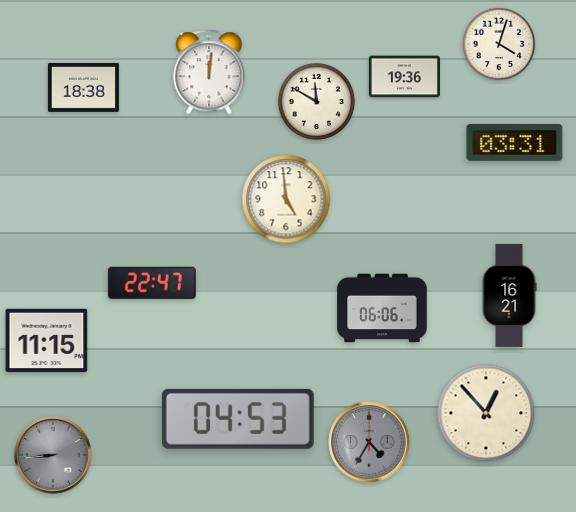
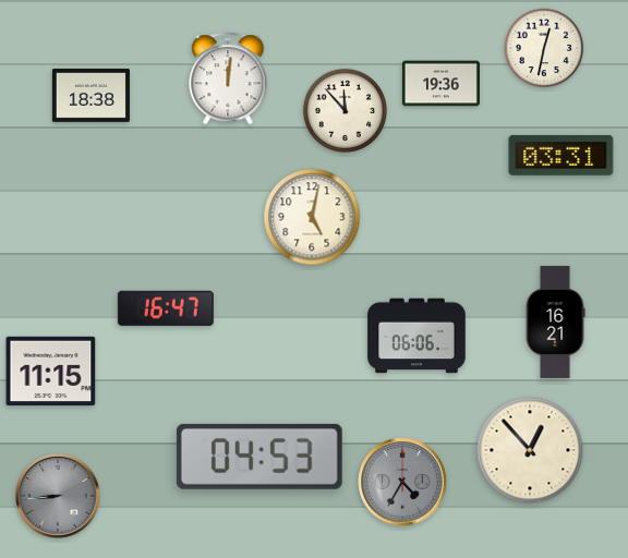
clock at (499, 44): 4:03 -> 12:32
clock at (316, 101): 11:50 -> 11:53
clock at (286, 199): 4:59 -> 5:02
clock at (152, 283): 22:47 -> 16:47
